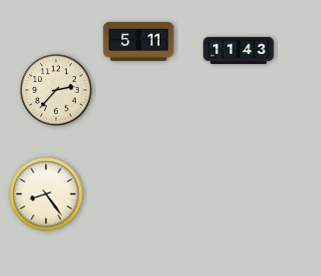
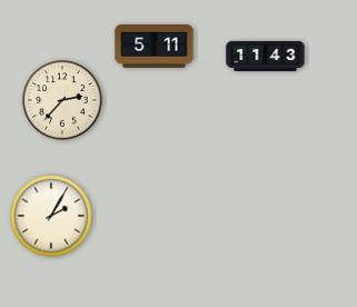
clock at (46, 194): 8:24 -> 2:05
